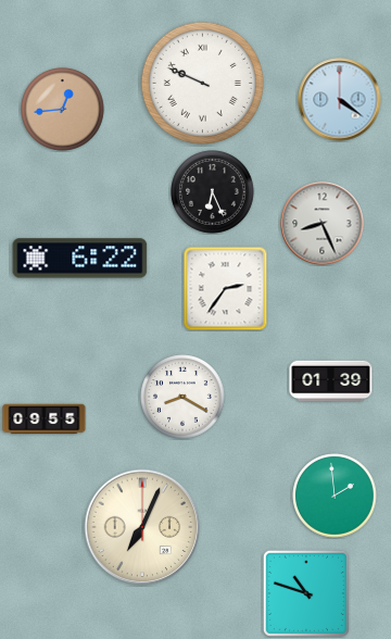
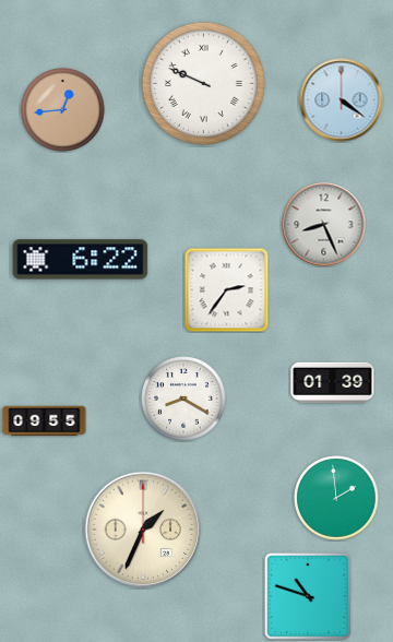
clock at (213, 192): 6:26 -> none
clock at (142, 527): 7:04 -> 1:34
